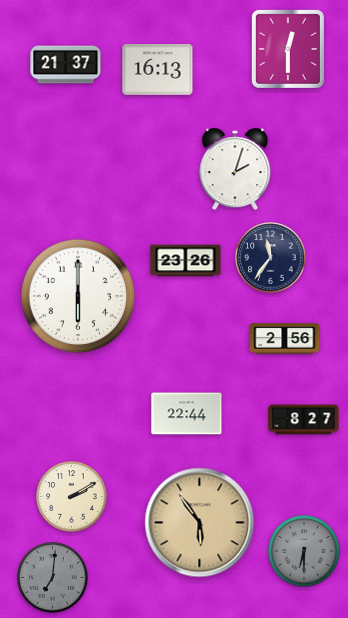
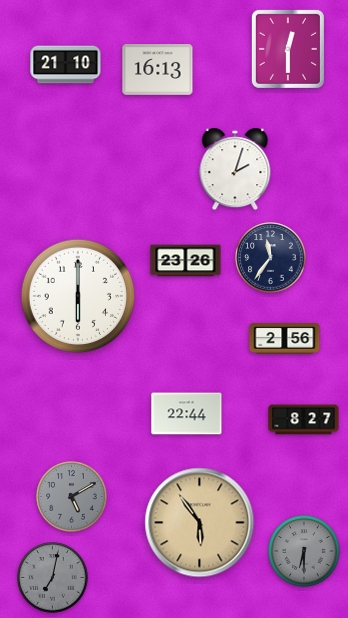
clock at (66, 65): 21:37 -> 21:10
clock at (72, 497): 2:10 -> 5:10
clock at (72, 497) dial: cream -> grey
clock at (53, 578): 7:01 -> 7:02
